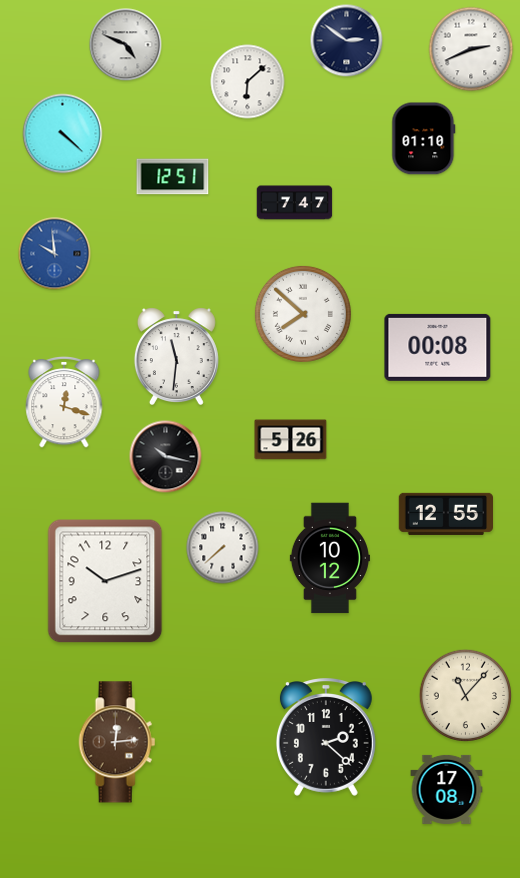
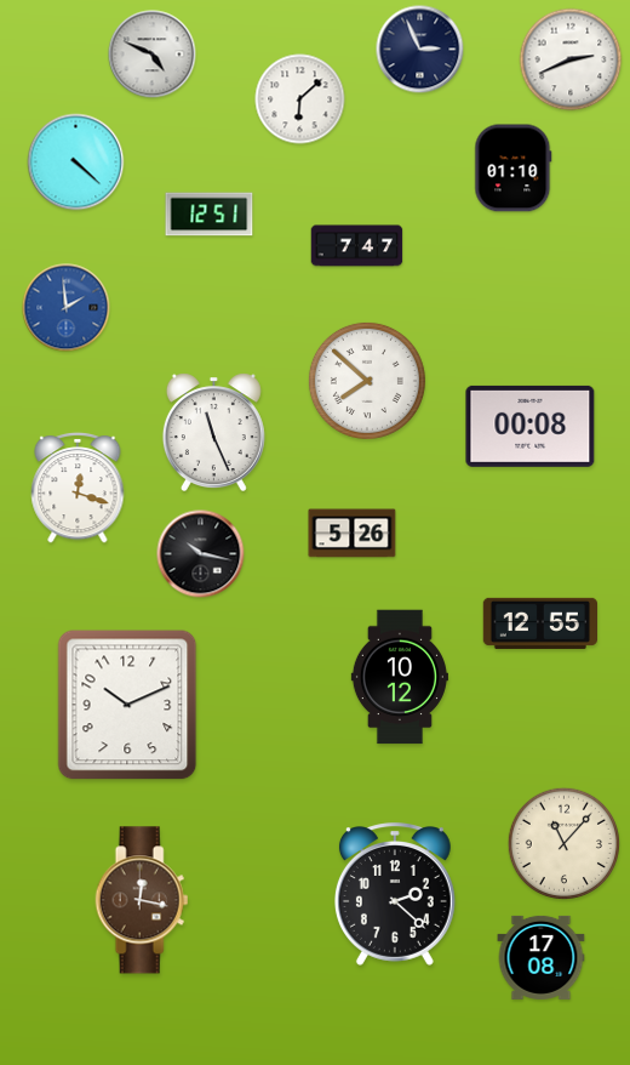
clock at (347, 41): 2:51 -> 2:56
clock at (55, 254): 9:59 -> 1:59
clock at (438, 347) position: (438, 347) -> (531, 426)
clock at (176, 356): 11:31 -> 11:26
clock at (223, 548): 7:38 -> none
clock at (105, 581): 10:12 -> 10:11
clock at (117, 742): 12:14 -> 12:17
